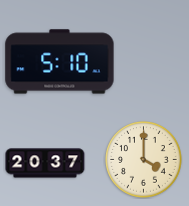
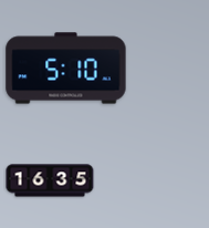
clock at (144, 160): 4:00 -> none
clock at (45, 163): 20:37 -> 16:35
